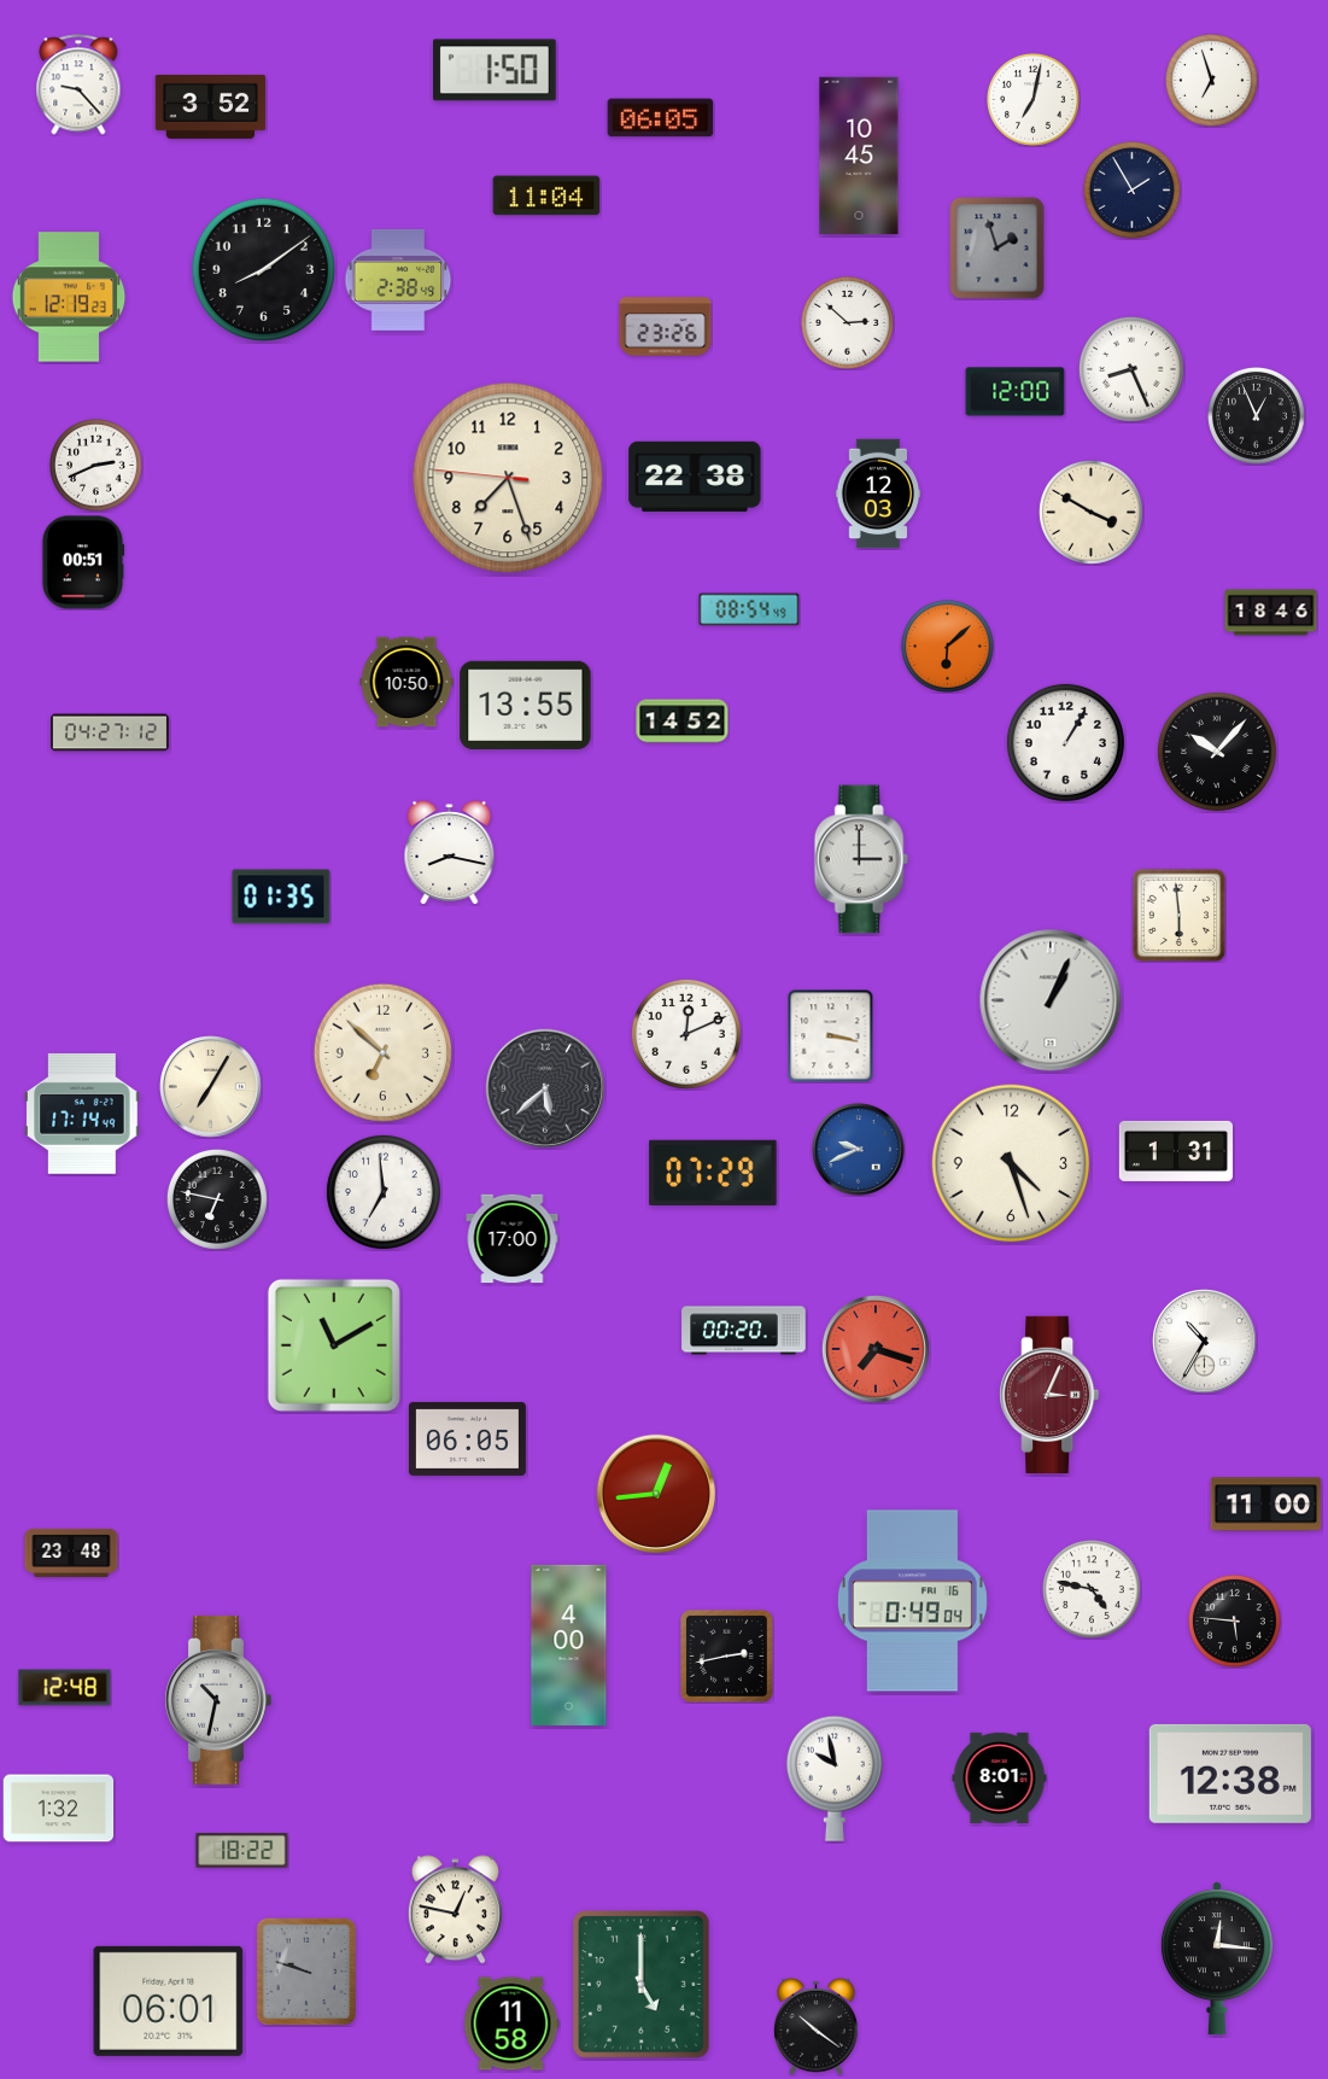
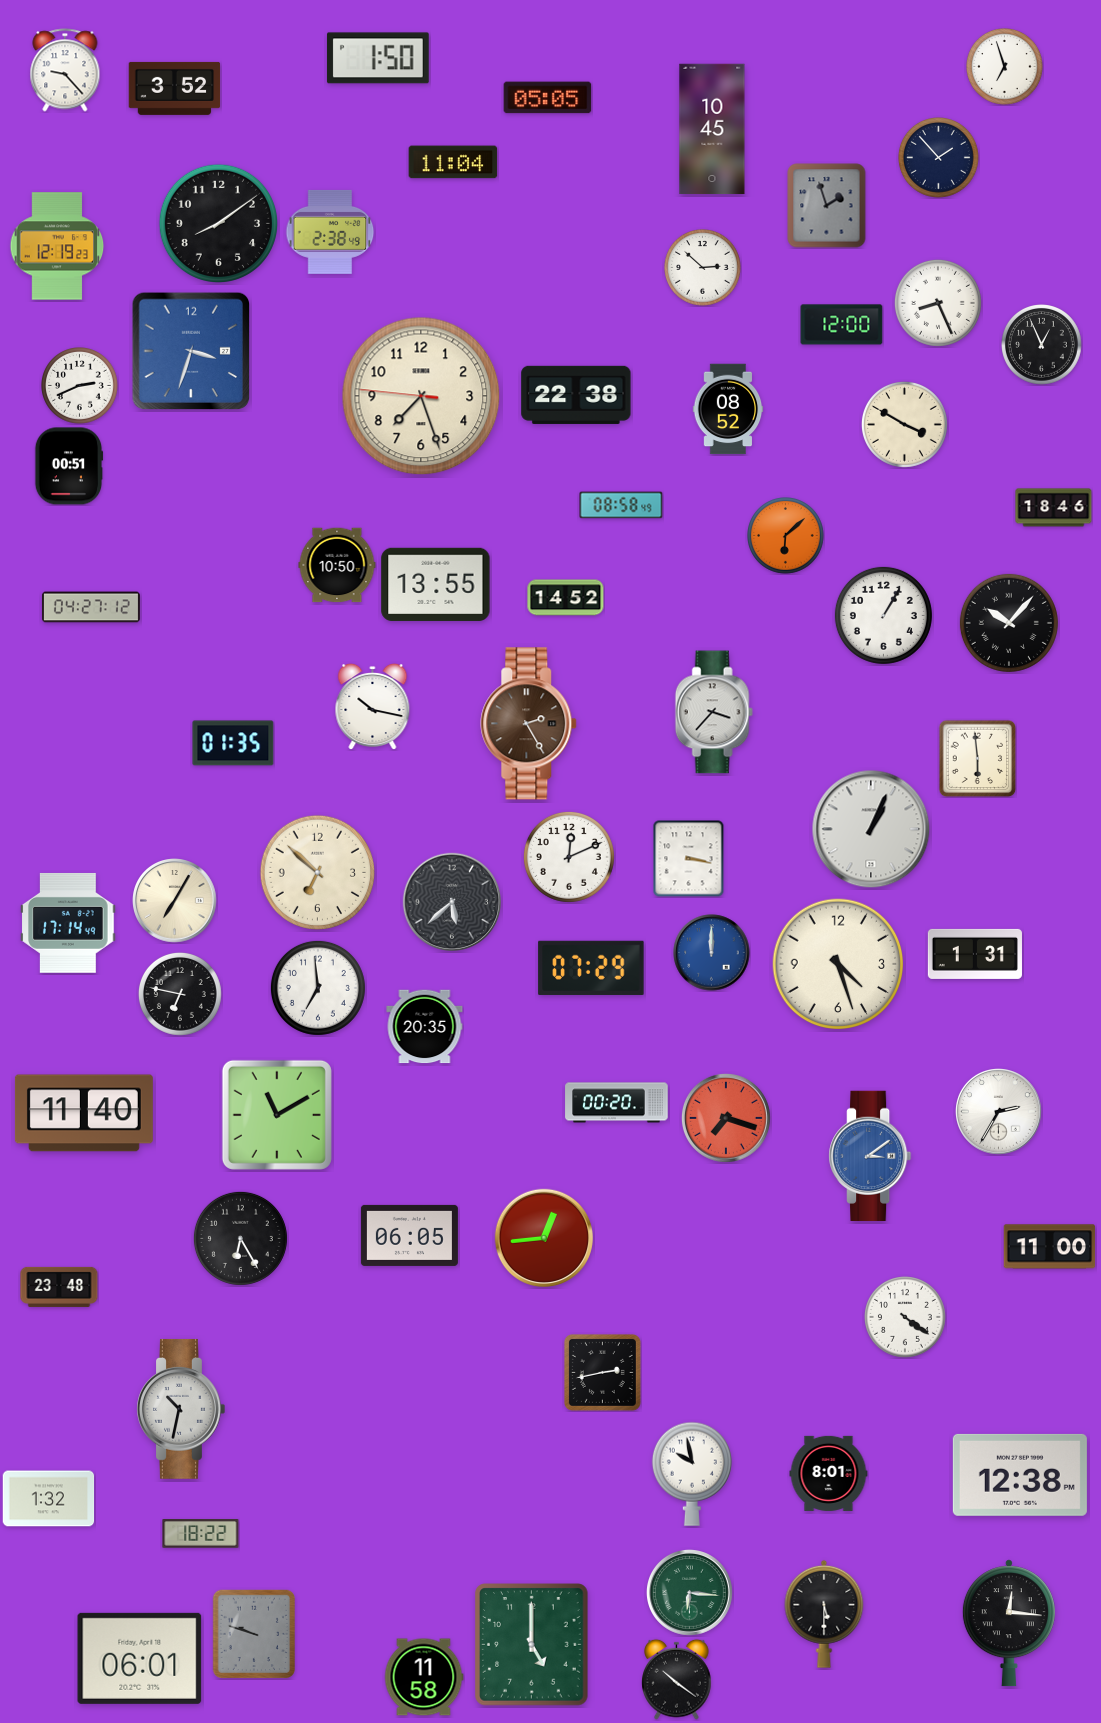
clock at (495, 70) position: (495, 70) -> (378, 58)
clock at (1034, 100): 7:02 -> none
clock at (661, 118): 06:05 -> 05:05
clock at (1133, 191): 1:55 -> 1:53
clock at (666, 327): 23:26 -> none
clock at (1131, 369) position: (1131, 369) -> (938, 303)
clock at (190, 350): none -> 3:33
clock at (878, 494): 12:03 -> 08:52
clock at (749, 609): 08:54 -> 08:58
clock at (450, 852): 8:17 -> 10:17
clock at (861, 859): 3:00 -> 3:37
clock at (529, 724): none -> 2:25
clock at (859, 1150): 9:41 -> 12:00
clock at (713, 1172) position: (713, 1172) -> (591, 967)
clock at (513, 1239): 17:00 -> 20:35
clock at (1205, 1342): 10:35 -> 2:35
clock at (84, 1113): none -> 11:40
clock at (1051, 1394): 3:04 -> 3:09
clock at (1051, 1394) dial: burgundy -> blue
clock at (467, 1438) position: (467, 1438) -> (409, 1235)
clock at (240, 1238): none -> 6:25
clock at (1093, 1590): 4:47 -> 4:21
clock at (912, 1601): 0:49 -> none
clock at (1235, 1622): 5:46 -> none
clock at (569, 1645): 4:00 -> none
clock at (65, 1688): 12:48 -> none
clock at (1230, 1774) position: (1230, 1774) -> (1020, 1475)
clock at (455, 1910): 12:47 -> none
clock at (690, 1593): none -> 6:16
clock at (824, 1614): none -> 5:30
